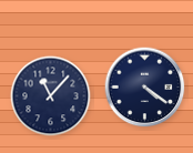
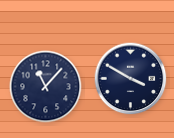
clock at (145, 88): 4:21 -> 3:50
